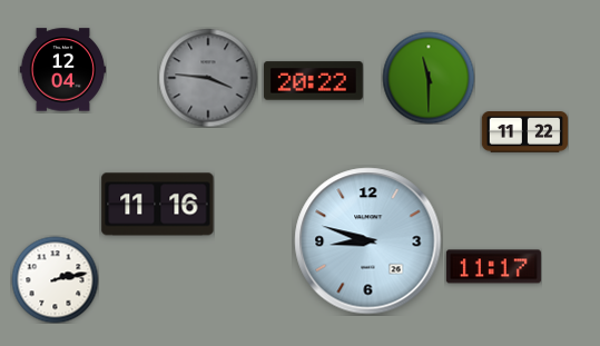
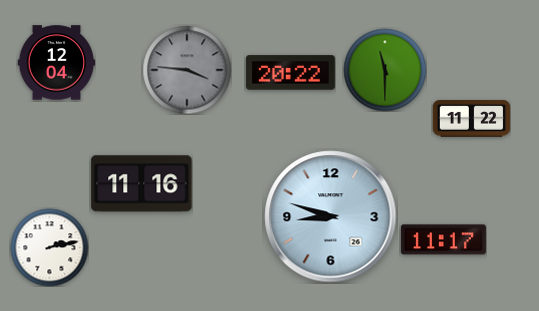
clock at (314, 81) position: (314, 81) -> (291, 73)
clock at (55, 279) position: (55, 279) -> (49, 247)
